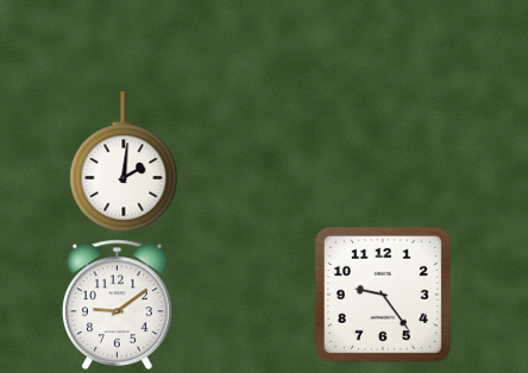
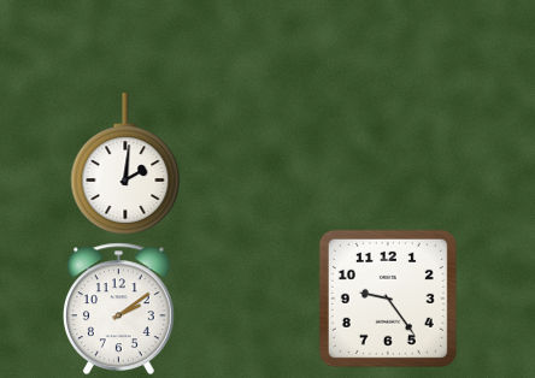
clock at (118, 304): 9:09 -> 2:09
